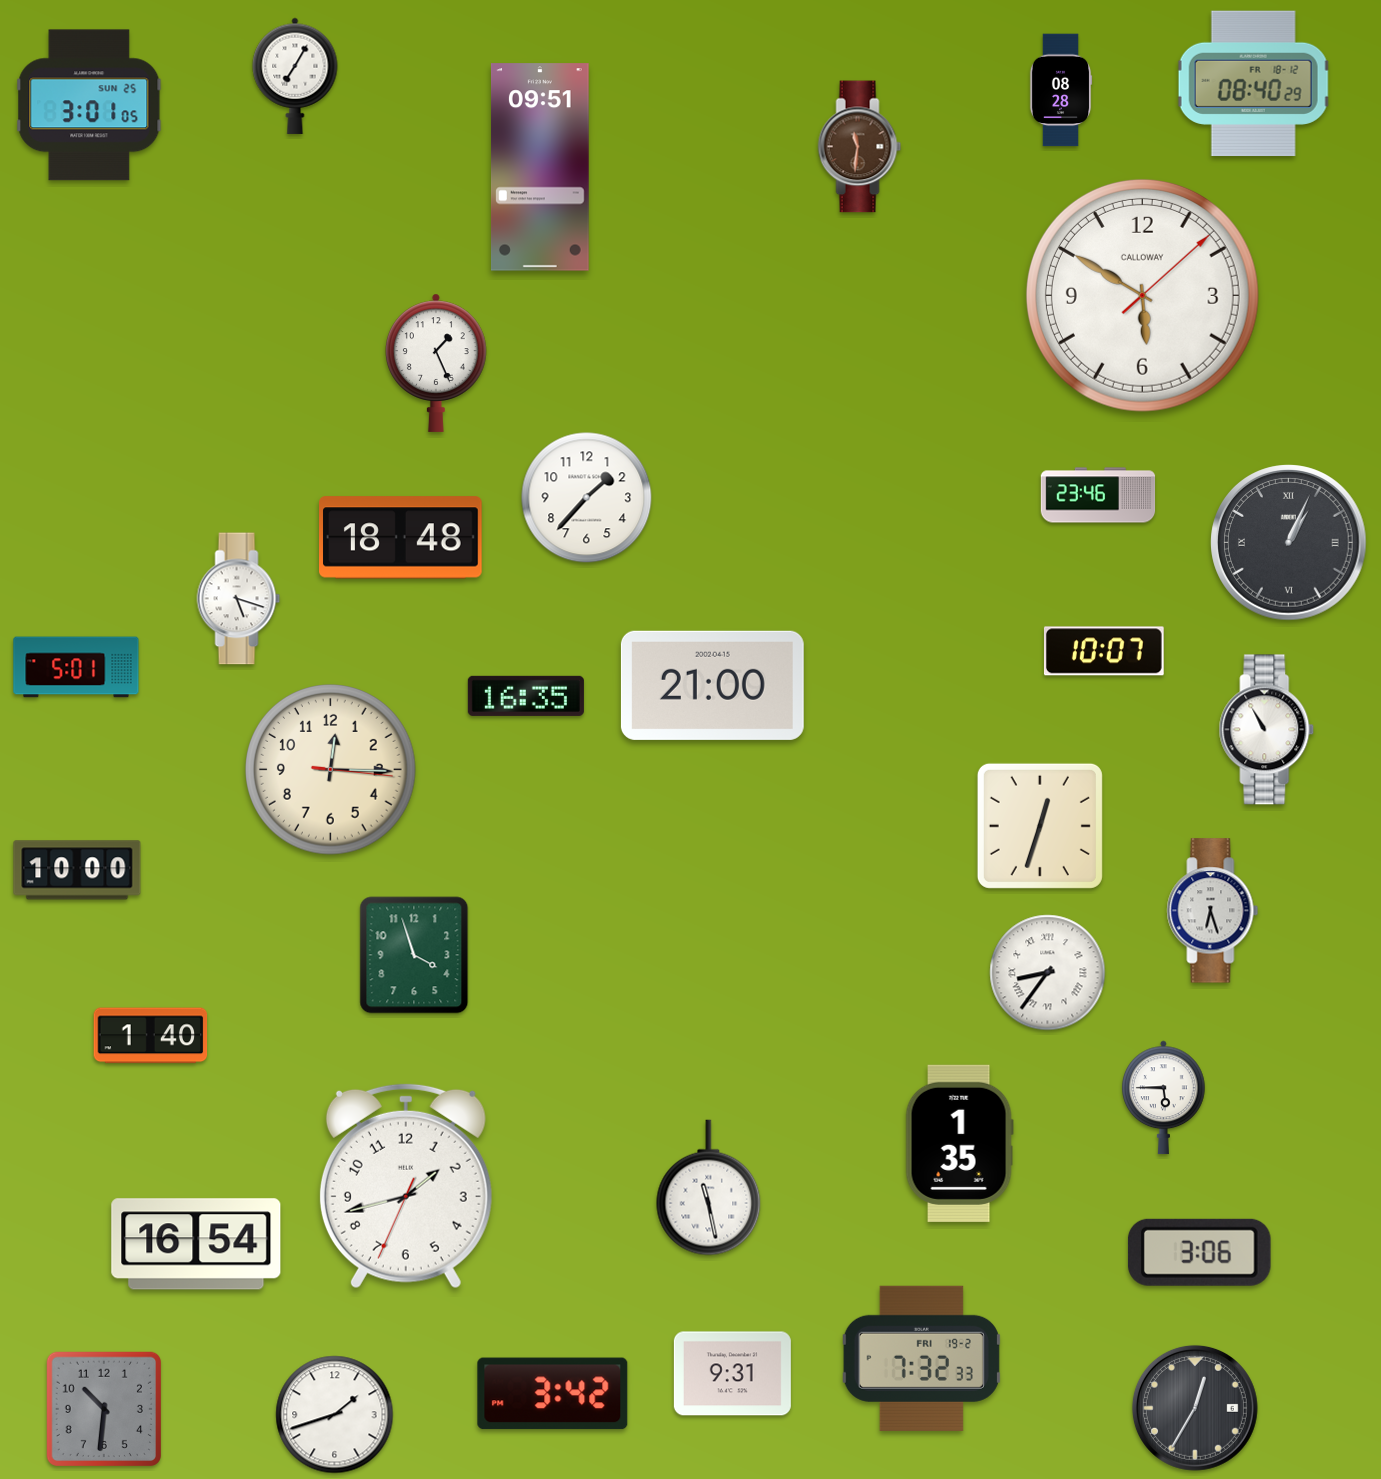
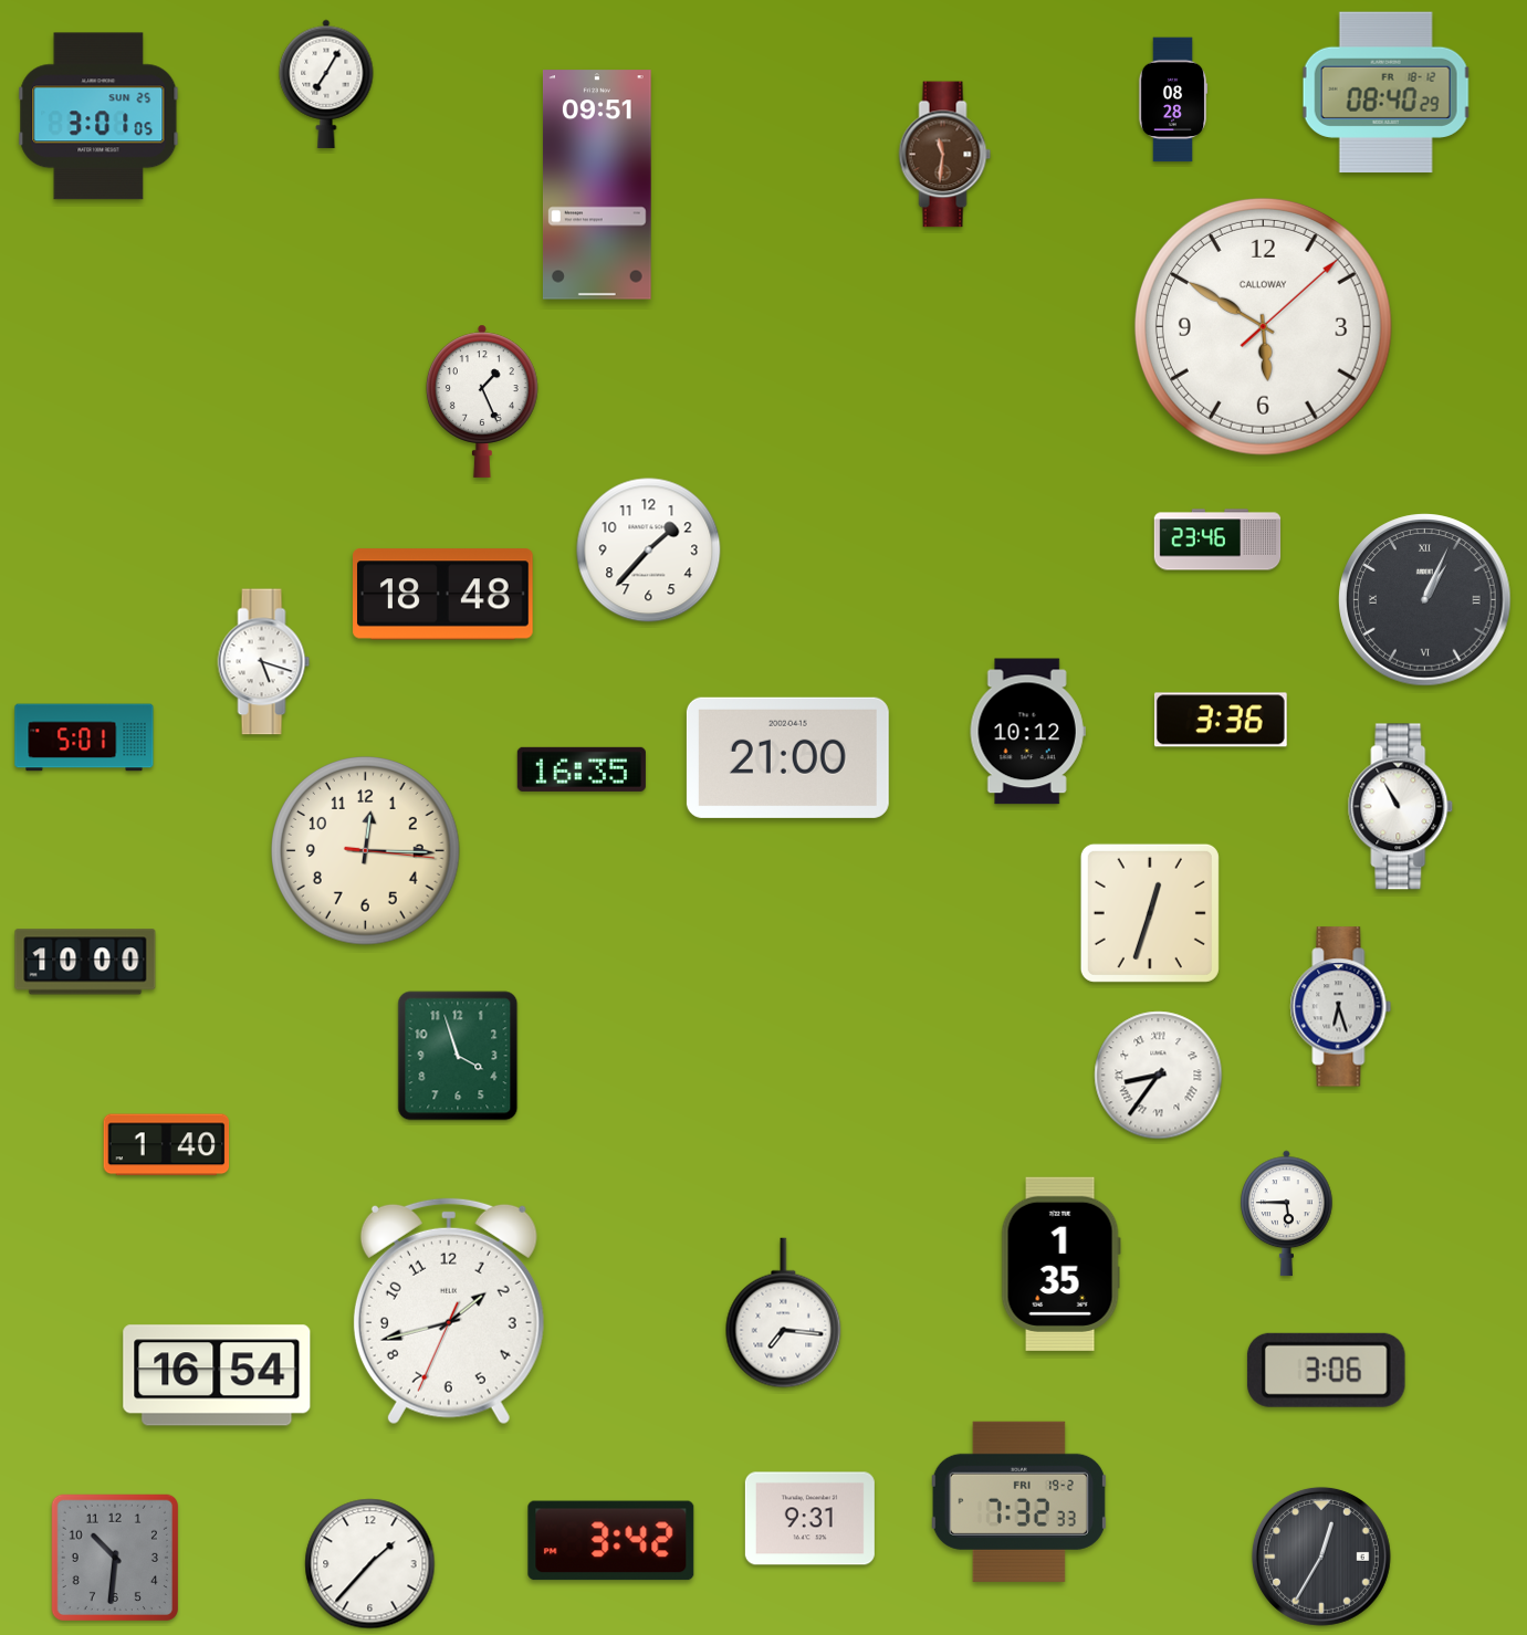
clock at (860, 147) position: (860, 147) -> (945, 155)
clock at (1098, 495) position: (1098, 495) -> (1217, 539)
clock at (1104, 651): 10:07 -> 3:36
clock at (1027, 732): none -> 10:12
clock at (709, 1188): 11:28 -> 7:16
clock at (1199, 1252) position: (1199, 1252) -> (1326, 1370)
clock at (335, 1415): 1:42 -> 1:37
